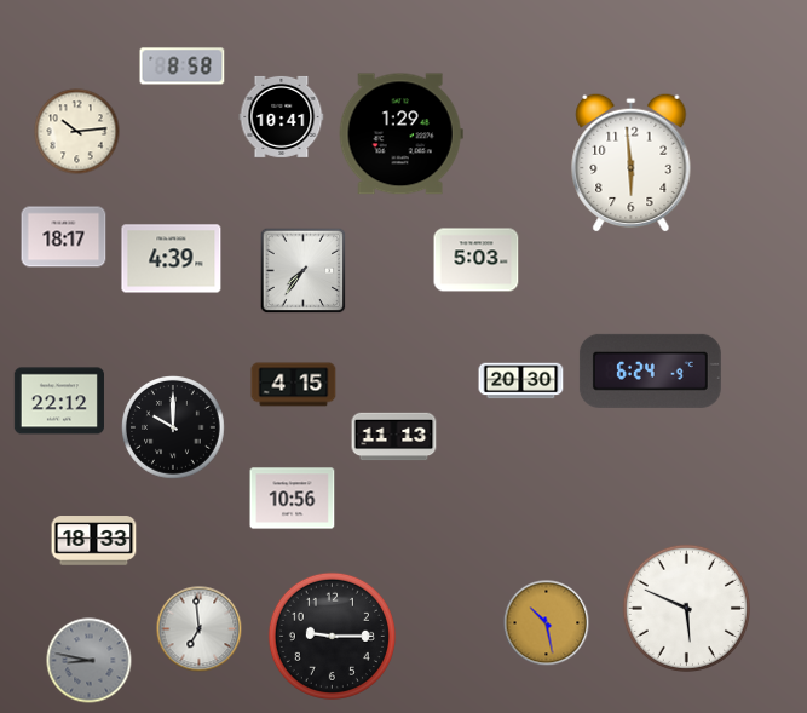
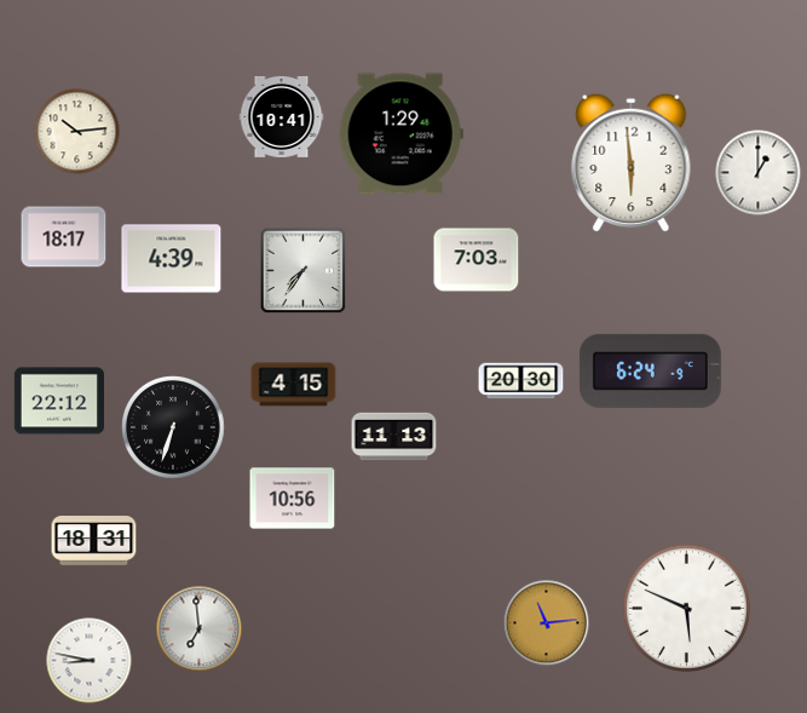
clock at (183, 67): 8:58 -> none
clock at (759, 173): none -> 1:00
clock at (477, 260): 5:03 -> 7:03
clock at (174, 429): 10:00 -> 6:33
clock at (94, 541): 18:33 -> 18:31
clock at (547, 623): 10:28 -> 11:14
clock at (332, 636): 9:15 -> none
clock at (90, 661) dial: grey -> white
